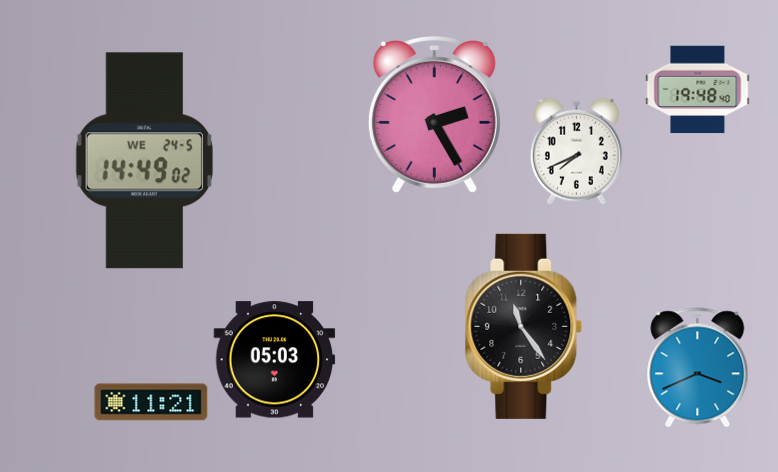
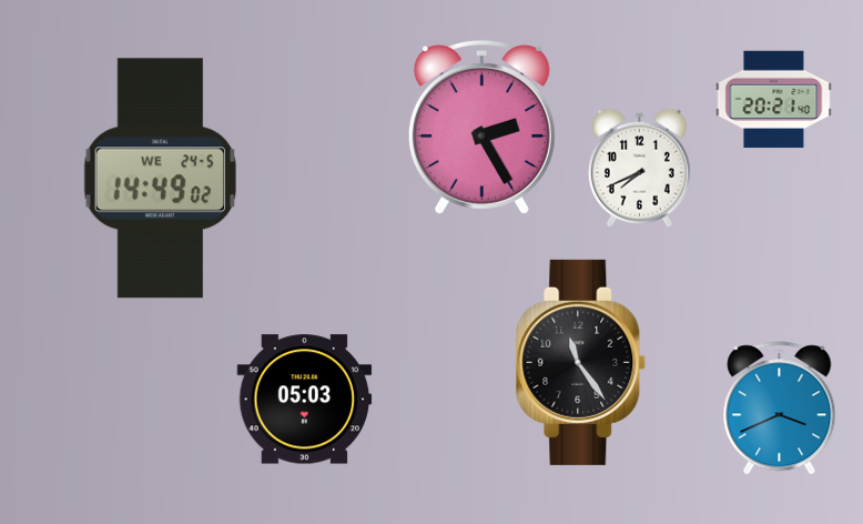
clock at (698, 90): 19:48 -> 20:21
clock at (698, 368) position: (698, 368) -> (780, 409)
clock at (151, 402): 11:21 -> none
